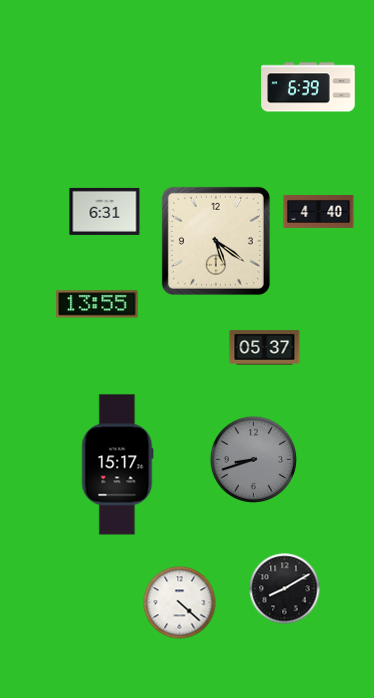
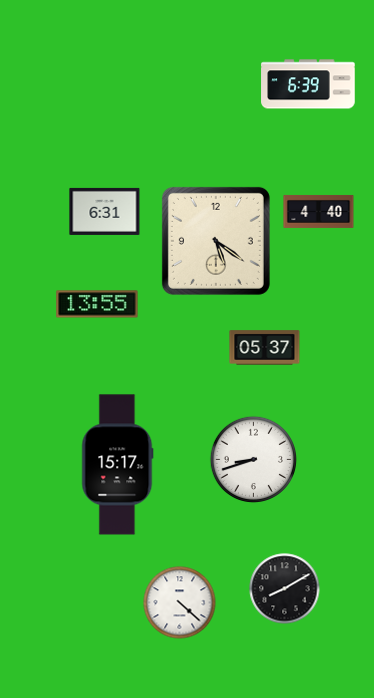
clock at (308, 87) position: (308, 87) -> (308, 84)
clock at (253, 459) dial: grey -> white
